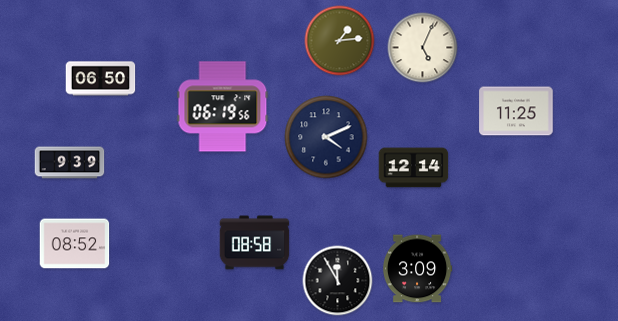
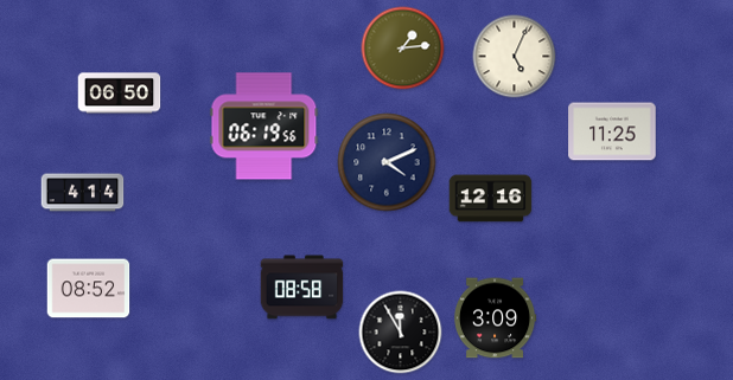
clock at (423, 48) position: (423, 48) -> (515, 57)
clock at (70, 163): 9:39 -> 4:14
clock at (414, 168): 12:14 -> 12:16
